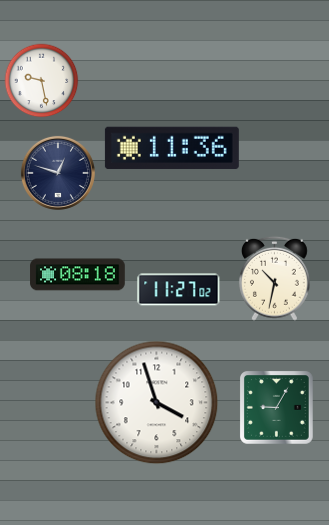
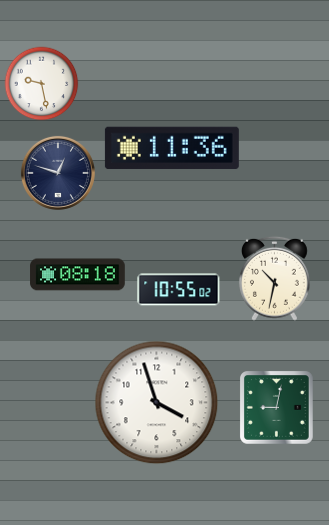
clock at (42, 81) position: (42, 81) -> (42, 84)
clock at (179, 290): 11:27 -> 10:55
clock at (277, 408): 9:05 -> 9:02
